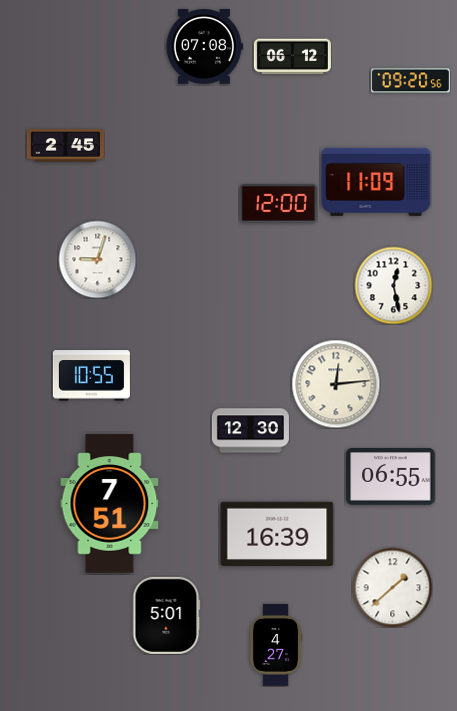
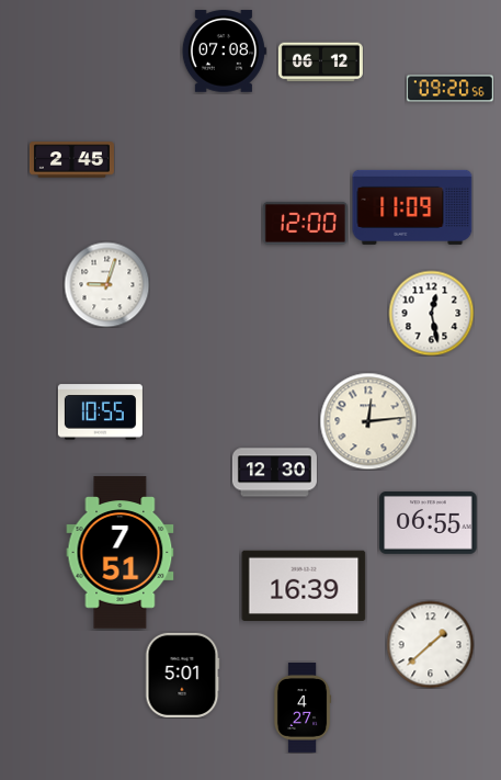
clock at (376, 182) position: (376, 182) -> (412, 207)
